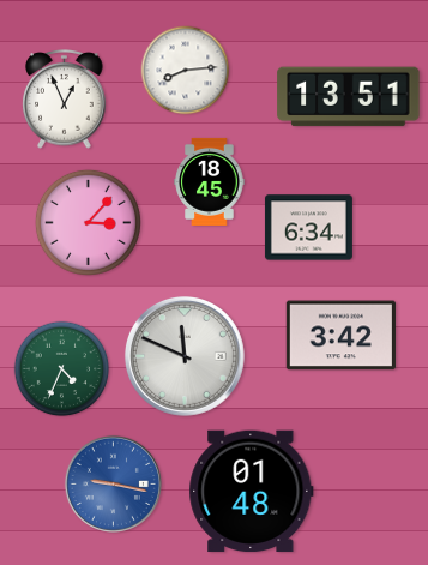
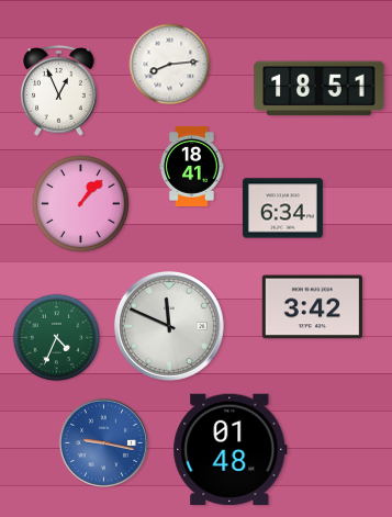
clock at (349, 97): 13:51 -> 18:51
clock at (210, 181): 18:45 -> 18:41
clock at (88, 222): 3:07 -> 1:07
